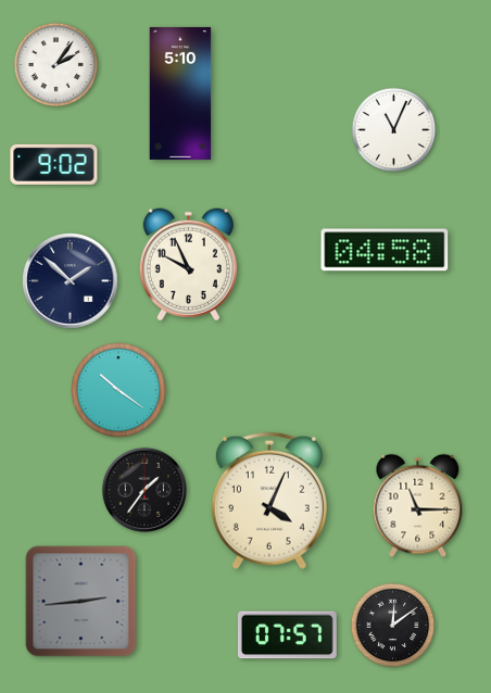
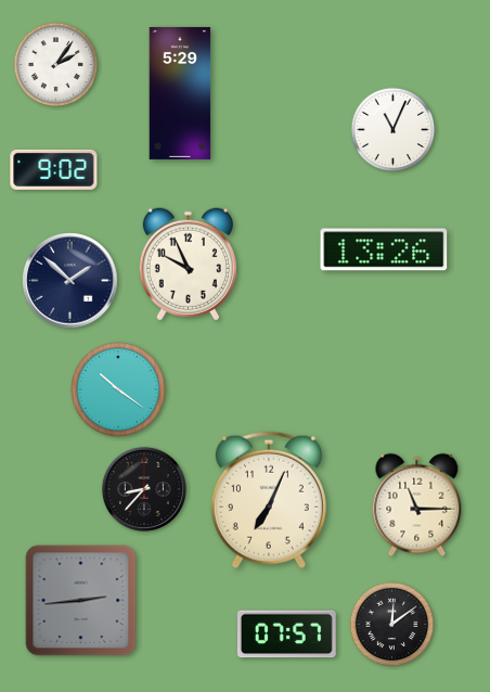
clock at (180, 93): 5:10 -> 5:29
clock at (54, 164) position: (54, 164) -> (54, 169)
clock at (385, 250): 04:58 -> 13:26
clock at (144, 490): 1:36 -> 8:37
clock at (269, 501): 4:04 -> 7:04
